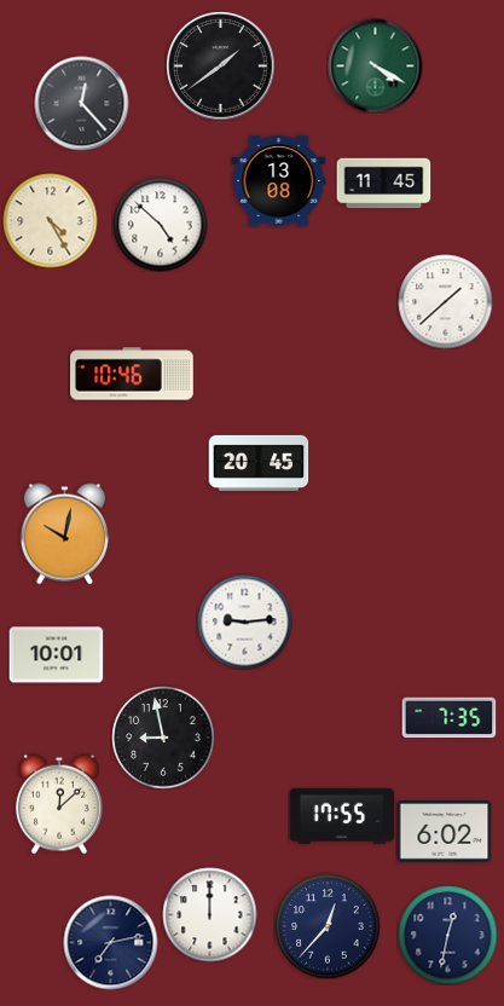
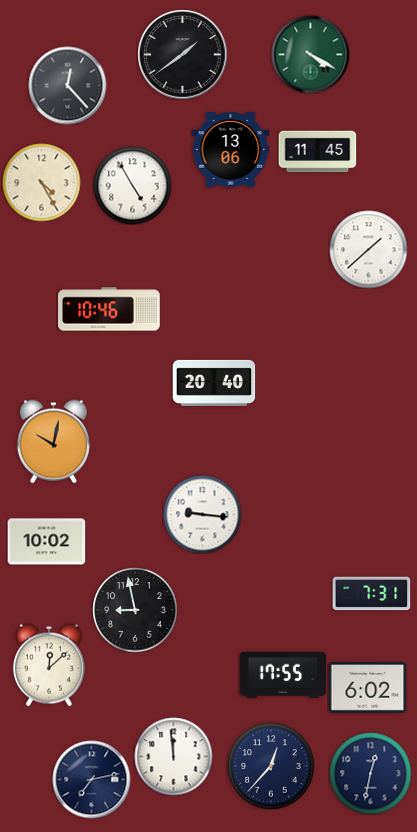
clock at (278, 181): 13:08 -> 13:06
clock at (160, 224): 4:52 -> 4:55
clock at (259, 463): 20:45 -> 20:40
clock at (244, 621): 9:14 -> 9:16
clock at (56, 655): 10:01 -> 10:02
clock at (448, 718): 7:35 -> 7:31
clock at (209, 914): 12:00 -> 11:59
